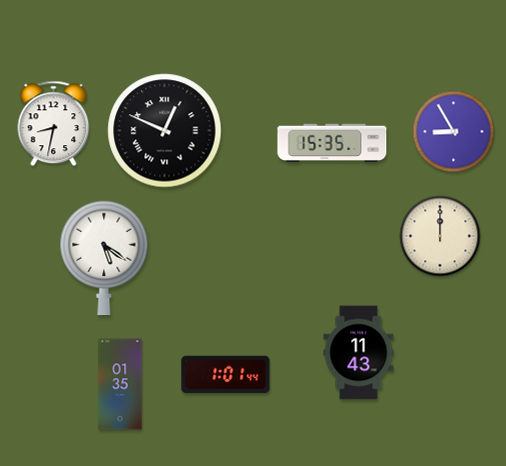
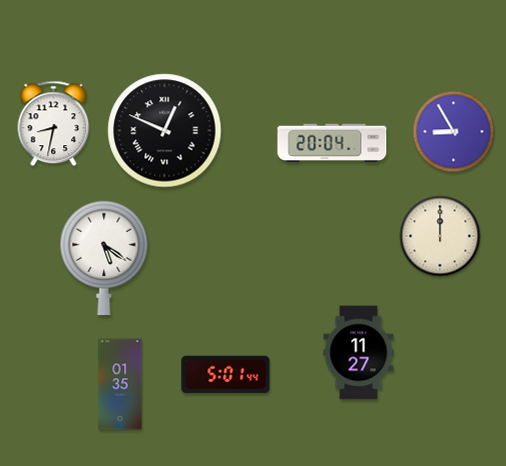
clock at (332, 143): 15:35 -> 20:04
clock at (359, 353): 11:43 -> 11:27
clock at (226, 375): 1:01 -> 5:01
